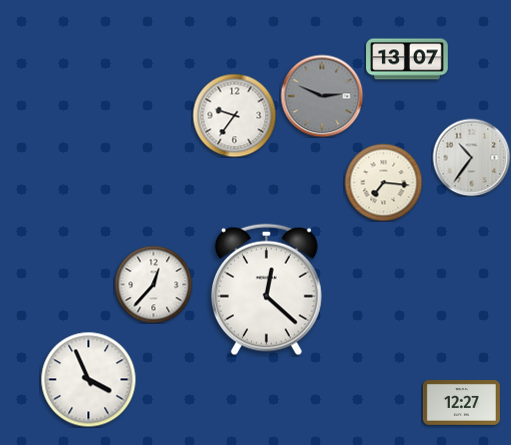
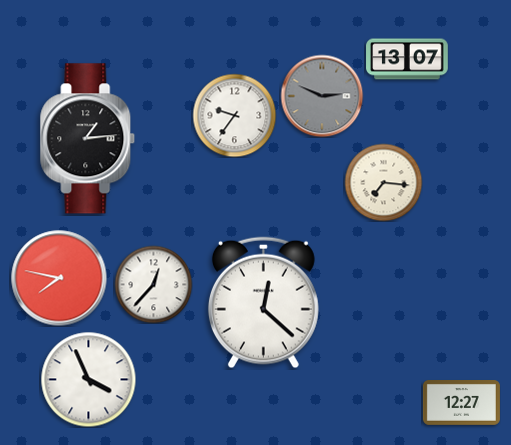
clock at (88, 139): none -> 1:14
clock at (471, 157): 10:36 -> none
clock at (59, 278): none -> 7:47
clock at (266, 290) position: (266, 290) -> (263, 303)
